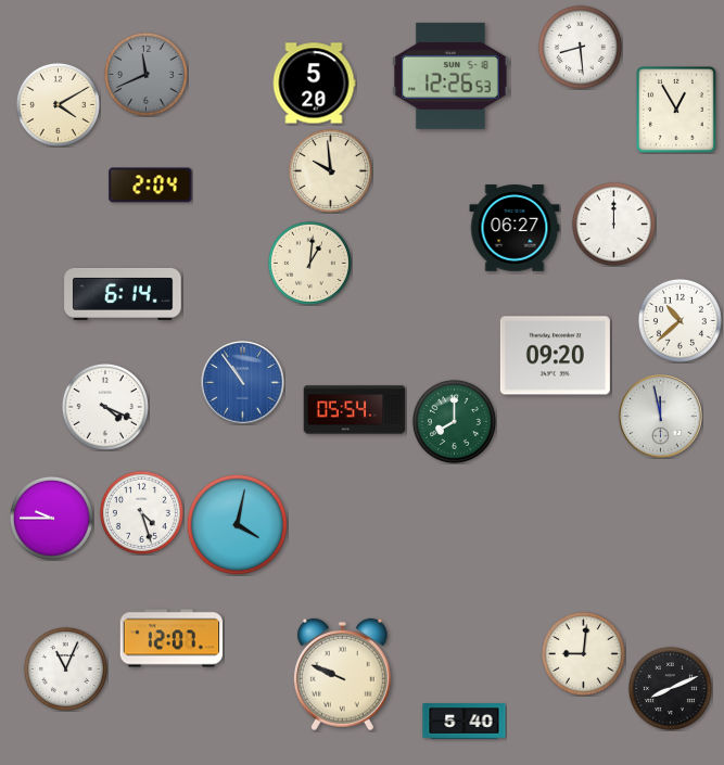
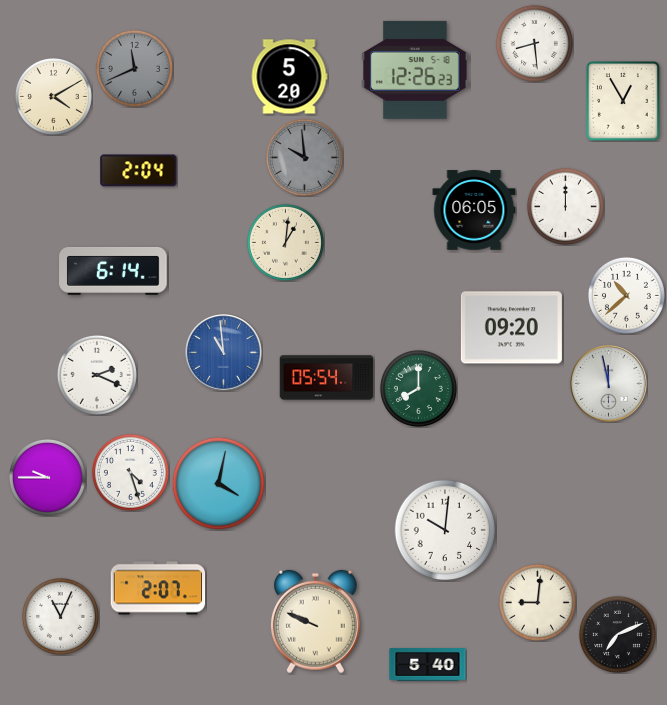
clock at (450, 76): 12:26:53 -> 12:26:23
clock at (330, 170) dial: cream -> grey
clock at (515, 228): 06:27 -> 06:05
clock at (243, 383): 10:54 -> 10:59
clock at (105, 407): 4:19 -> 2:19
clock at (445, 530): none -> 10:01
clock at (172, 638): 12:07 -> 2:07
clock at (670, 688): 8:11 -> 7:11
